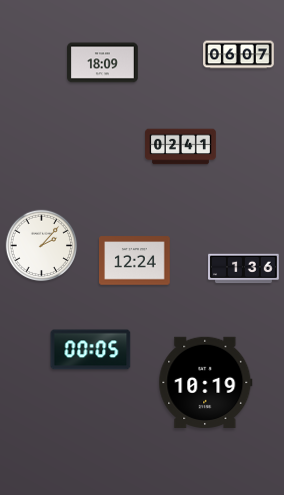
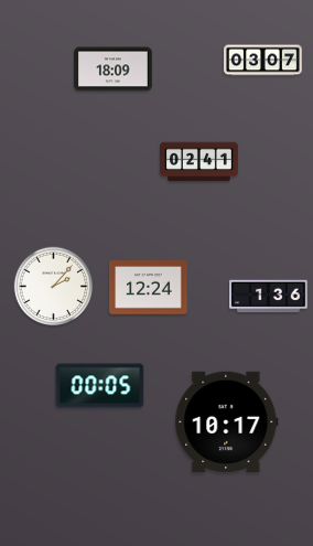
clock at (239, 55): 06:07 -> 03:07
clock at (42, 246) position: (42, 246) -> (54, 287)
clock at (206, 382): 10:19 -> 10:17
